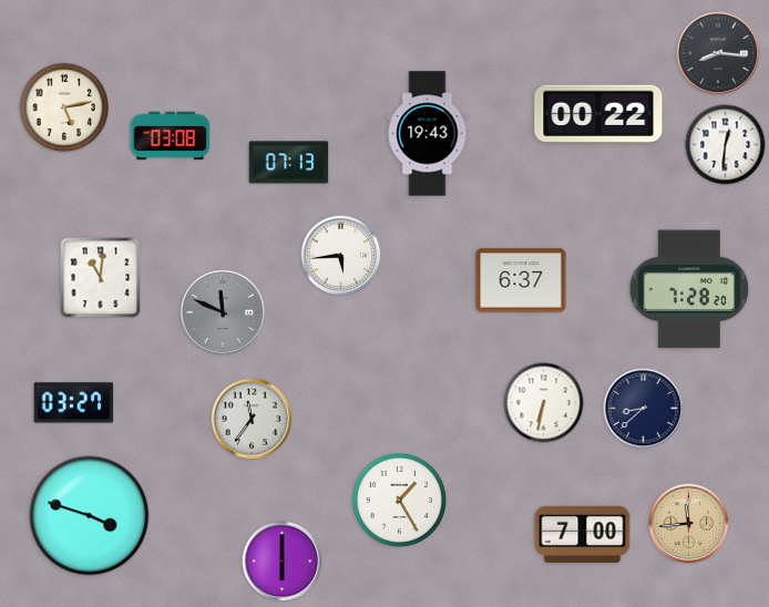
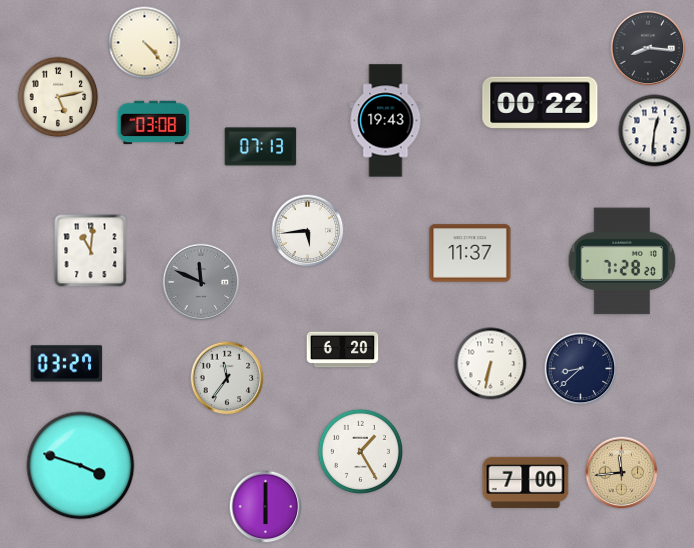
clock at (145, 43): none -> 4:23
clock at (521, 280): 6:37 -> 11:37
clock at (343, 350): none -> 6:20
clock at (283, 562) position: (283, 562) -> (266, 507)
